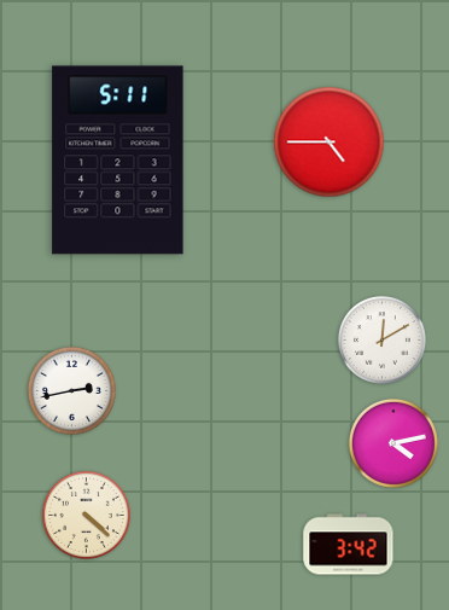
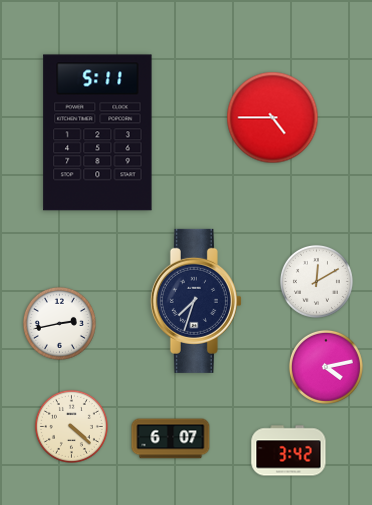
clock at (196, 301): none -> 7:33
clock at (171, 439): none -> 6:07
